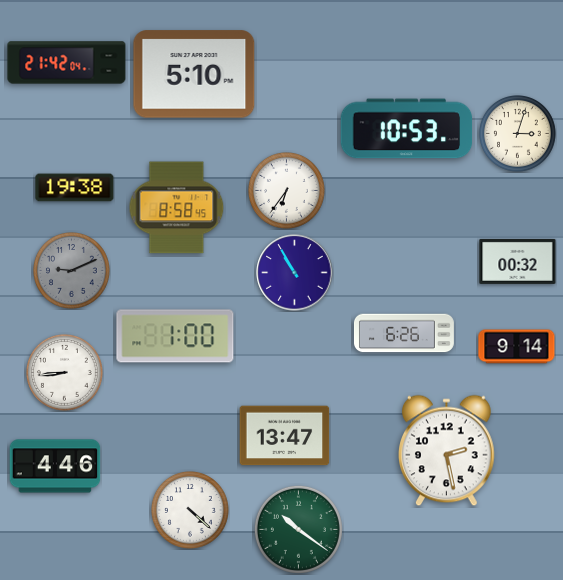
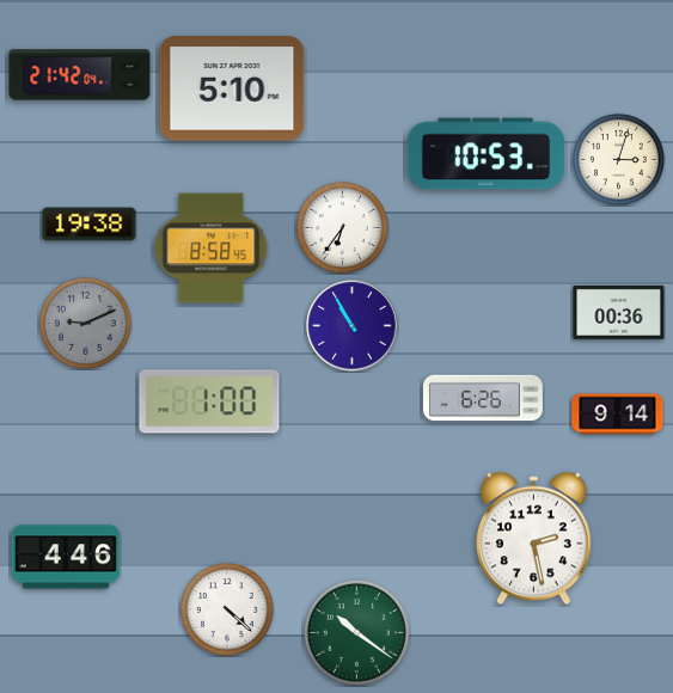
clock at (518, 261): 00:32 -> 00:36
clock at (65, 373): 8:44 -> none
clock at (285, 436): 13:47 -> none
